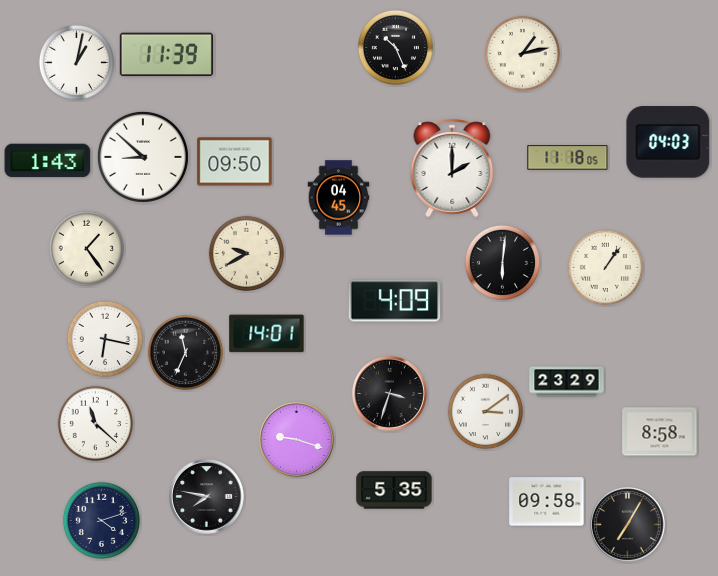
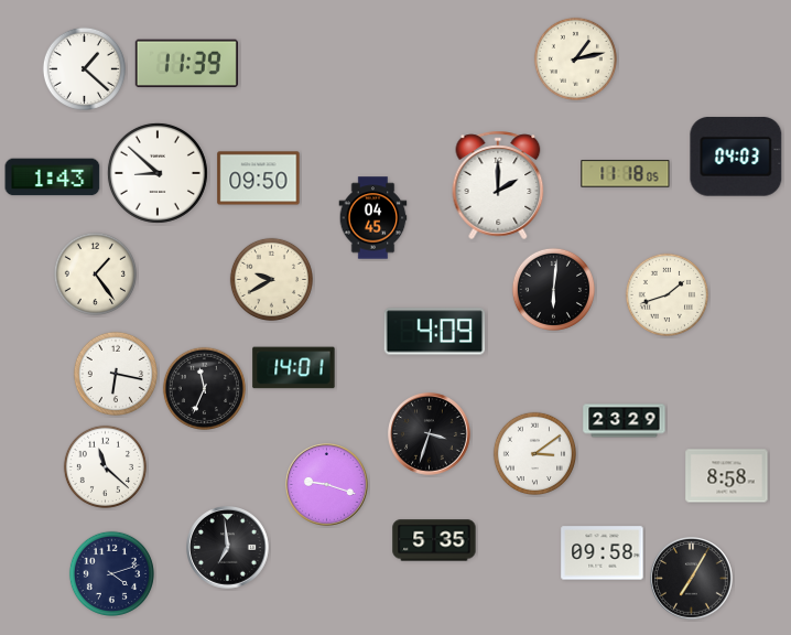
clock at (395, 47): 10:26 -> none
clock at (166, 55) position: (166, 55) -> (186, 64)
clock at (76, 62): 1:02 -> 1:22
clock at (605, 267): 1:06 -> 1:42
clock at (207, 497): 7:47 -> 6:59
